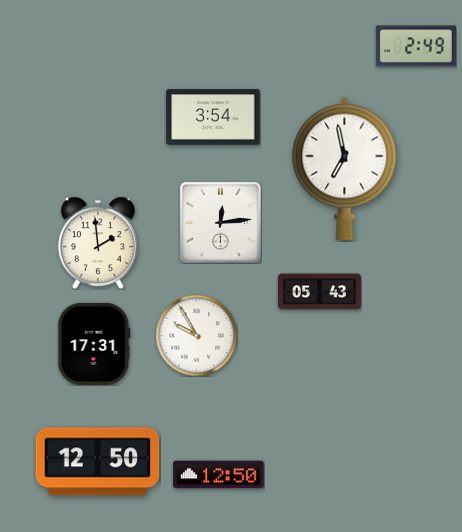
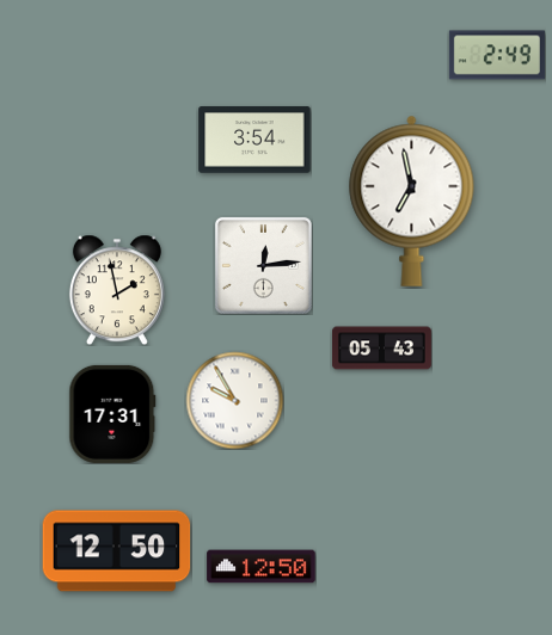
clock at (98, 243): 1:59 -> 1:58
clock at (94, 344) position: (94, 344) -> (112, 414)
